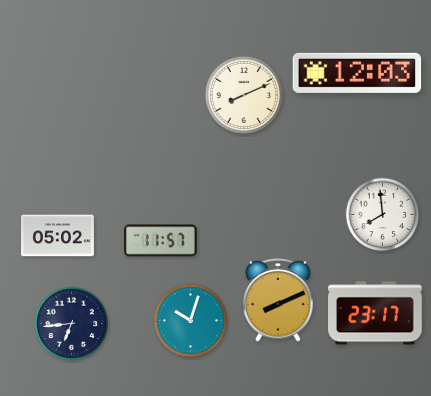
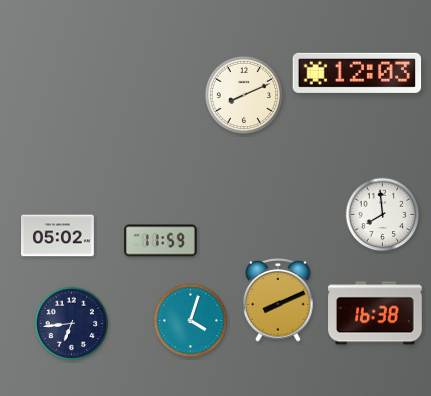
clock at (161, 241): 11:57 -> 11:59
clock at (375, 313): 23:17 -> 16:38
clock at (191, 321): 10:03 -> 4:03
